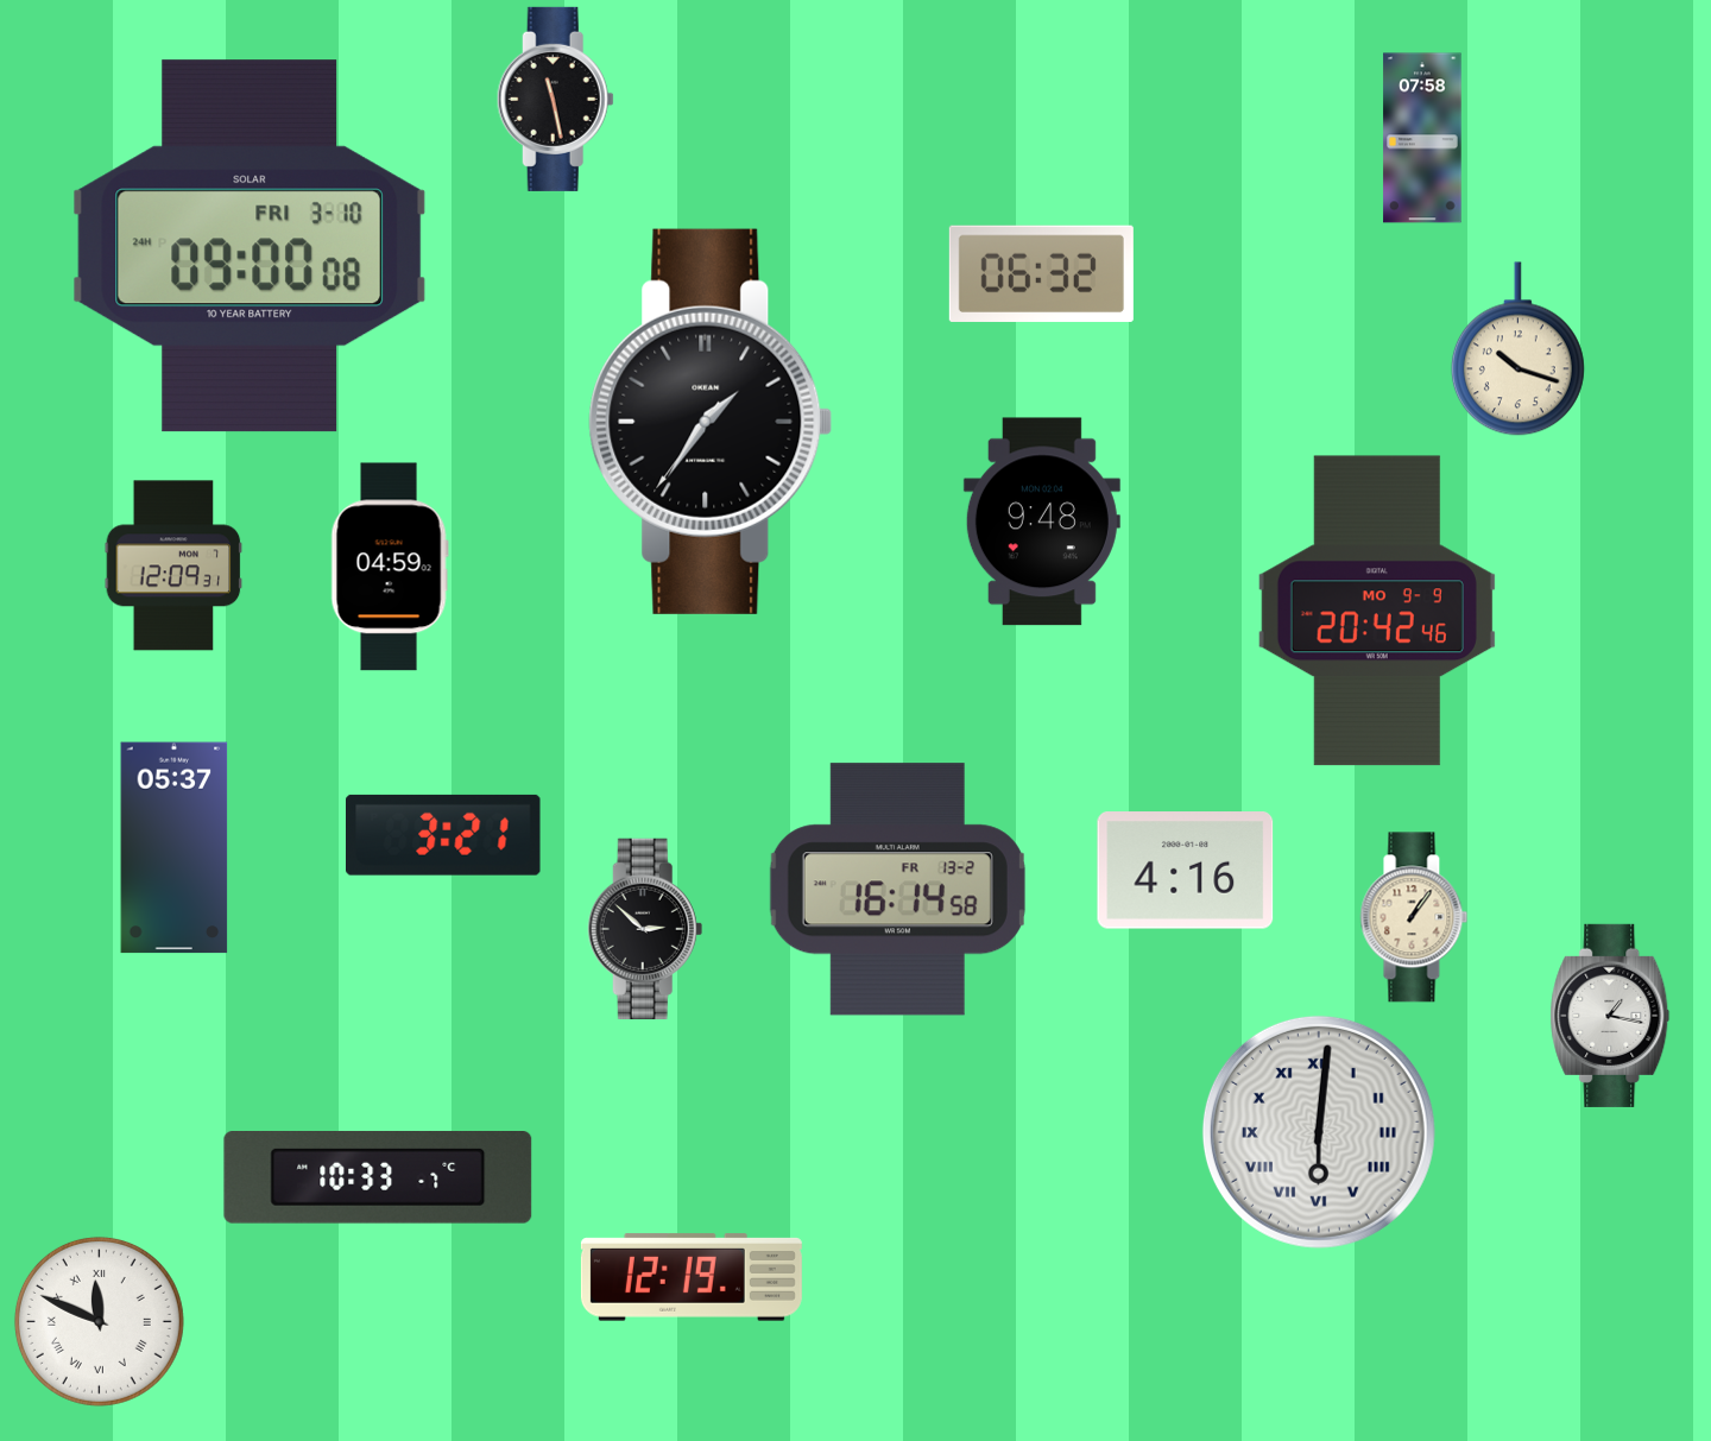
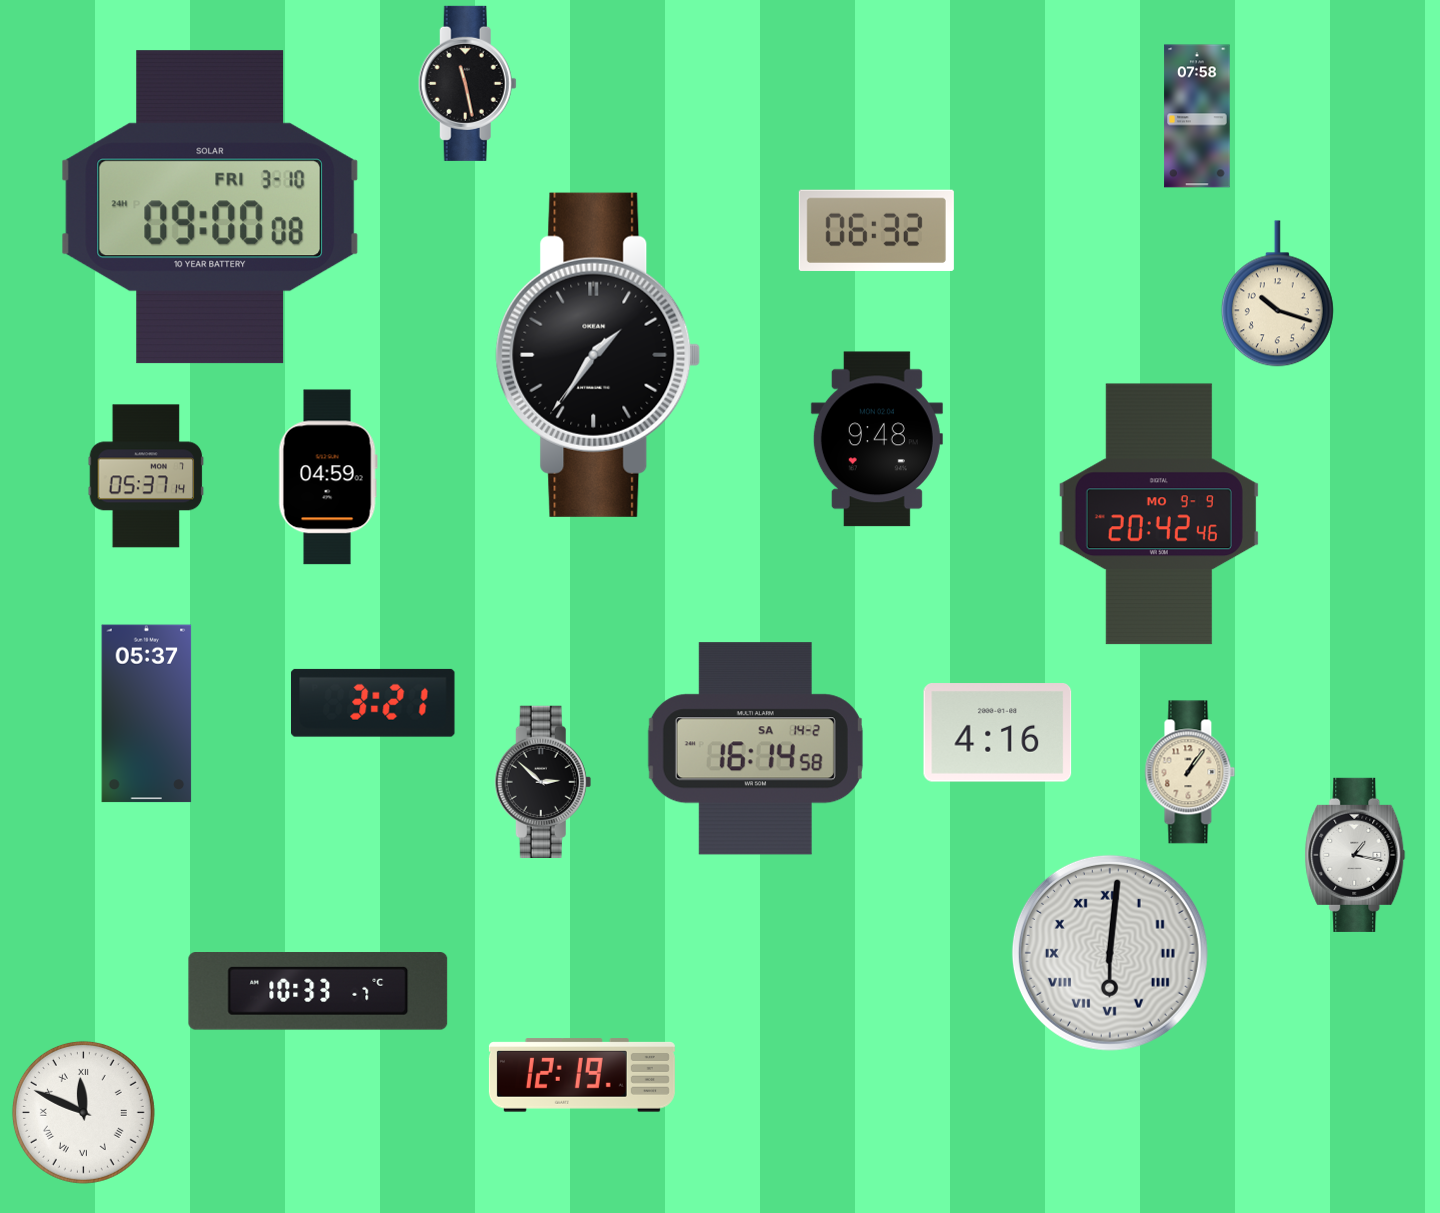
clock at (173, 565): 12:09 -> 05:37
clock at (897, 890) date: FR 13-2 -> SA 14-2
